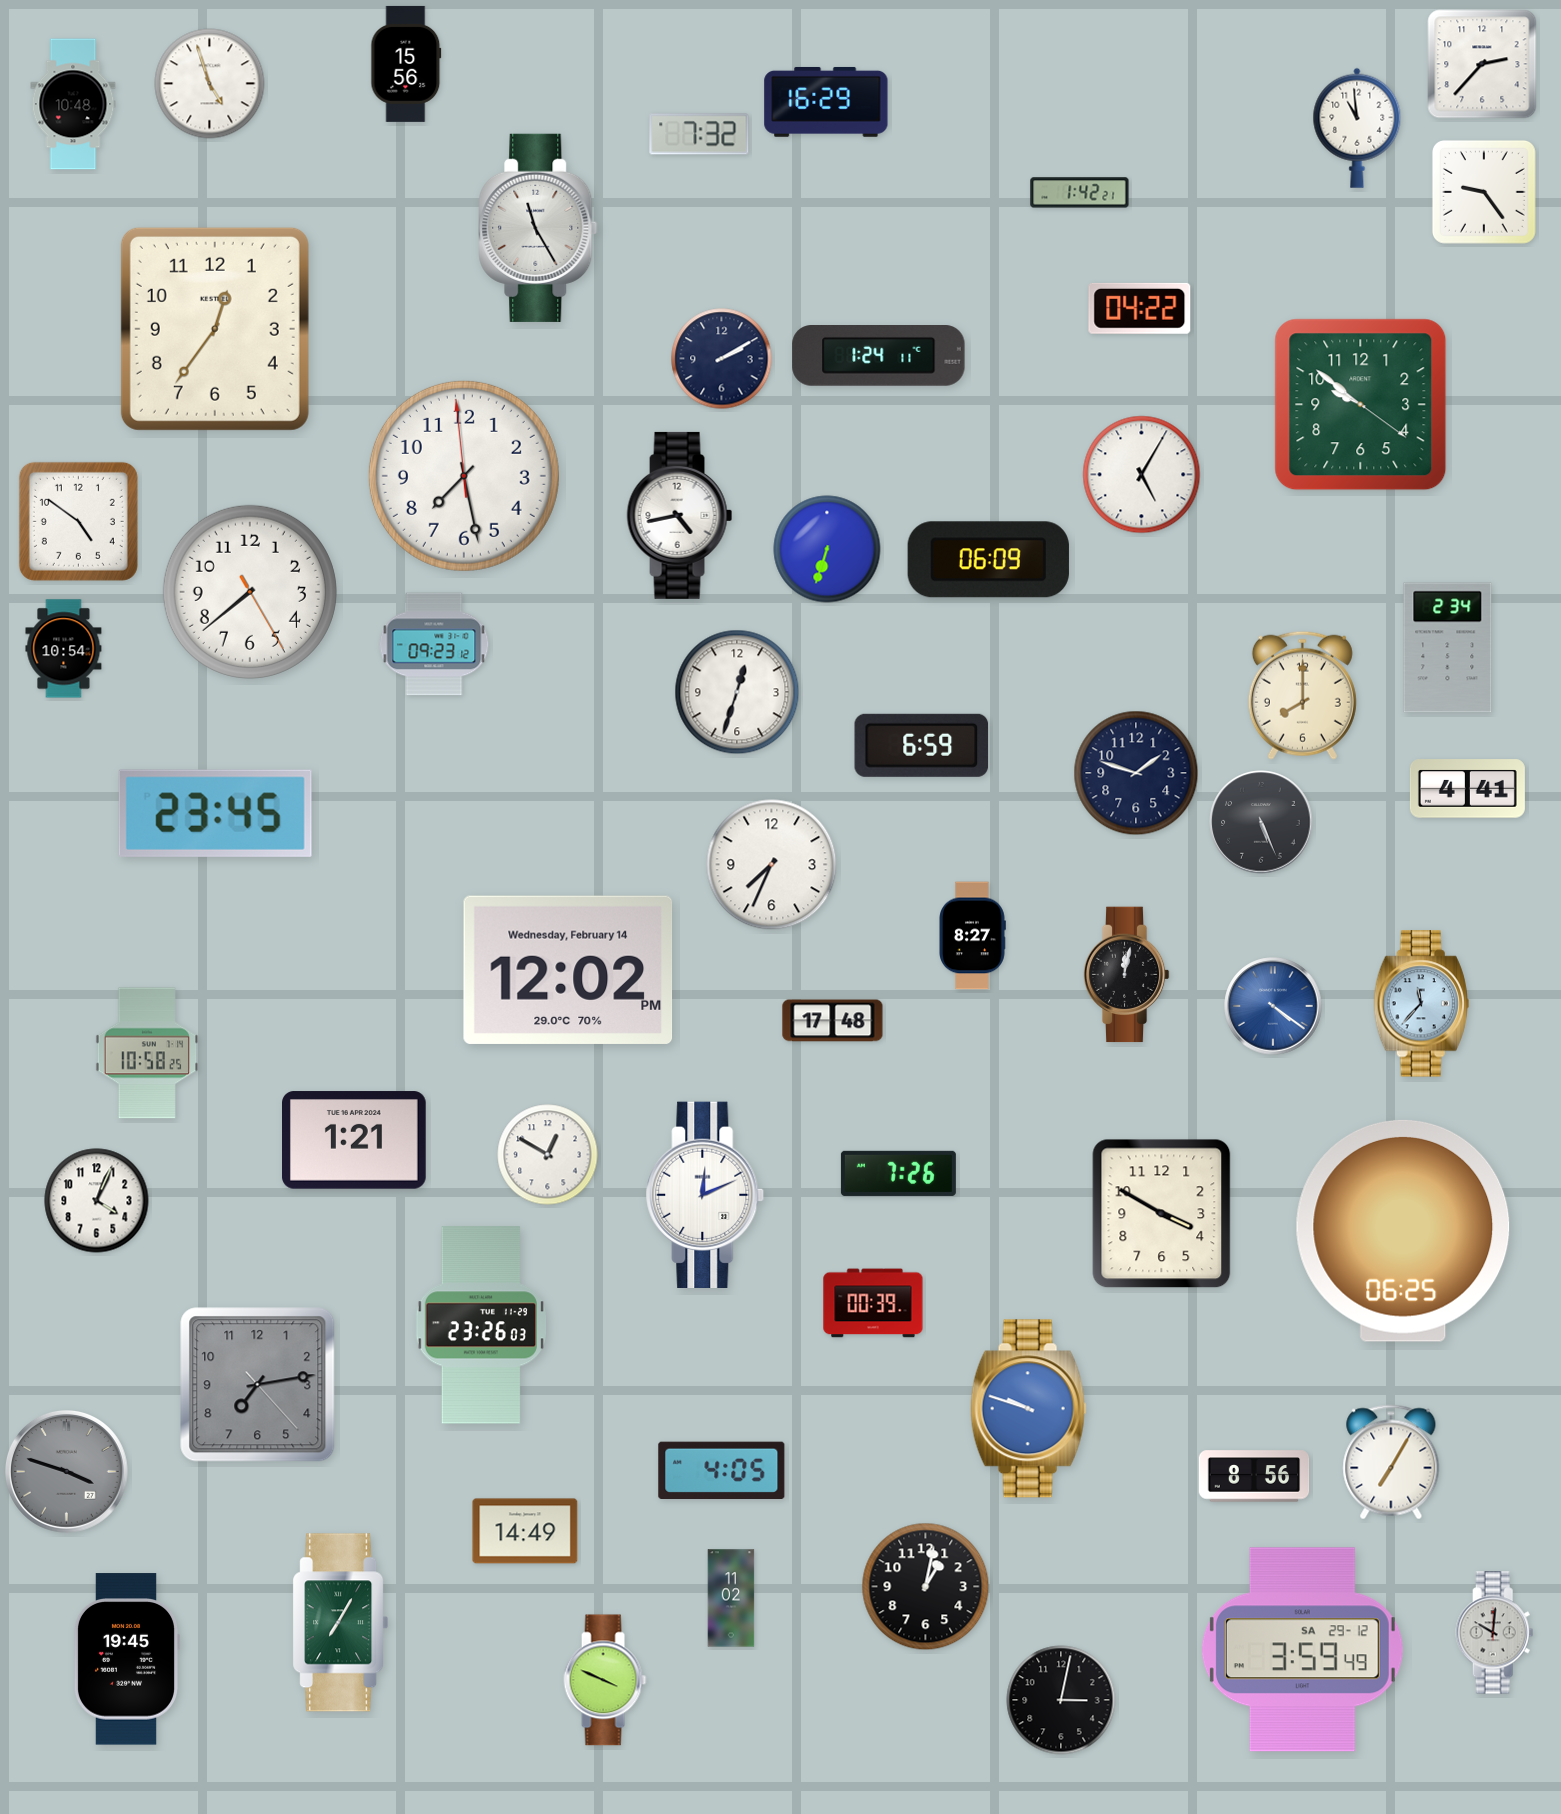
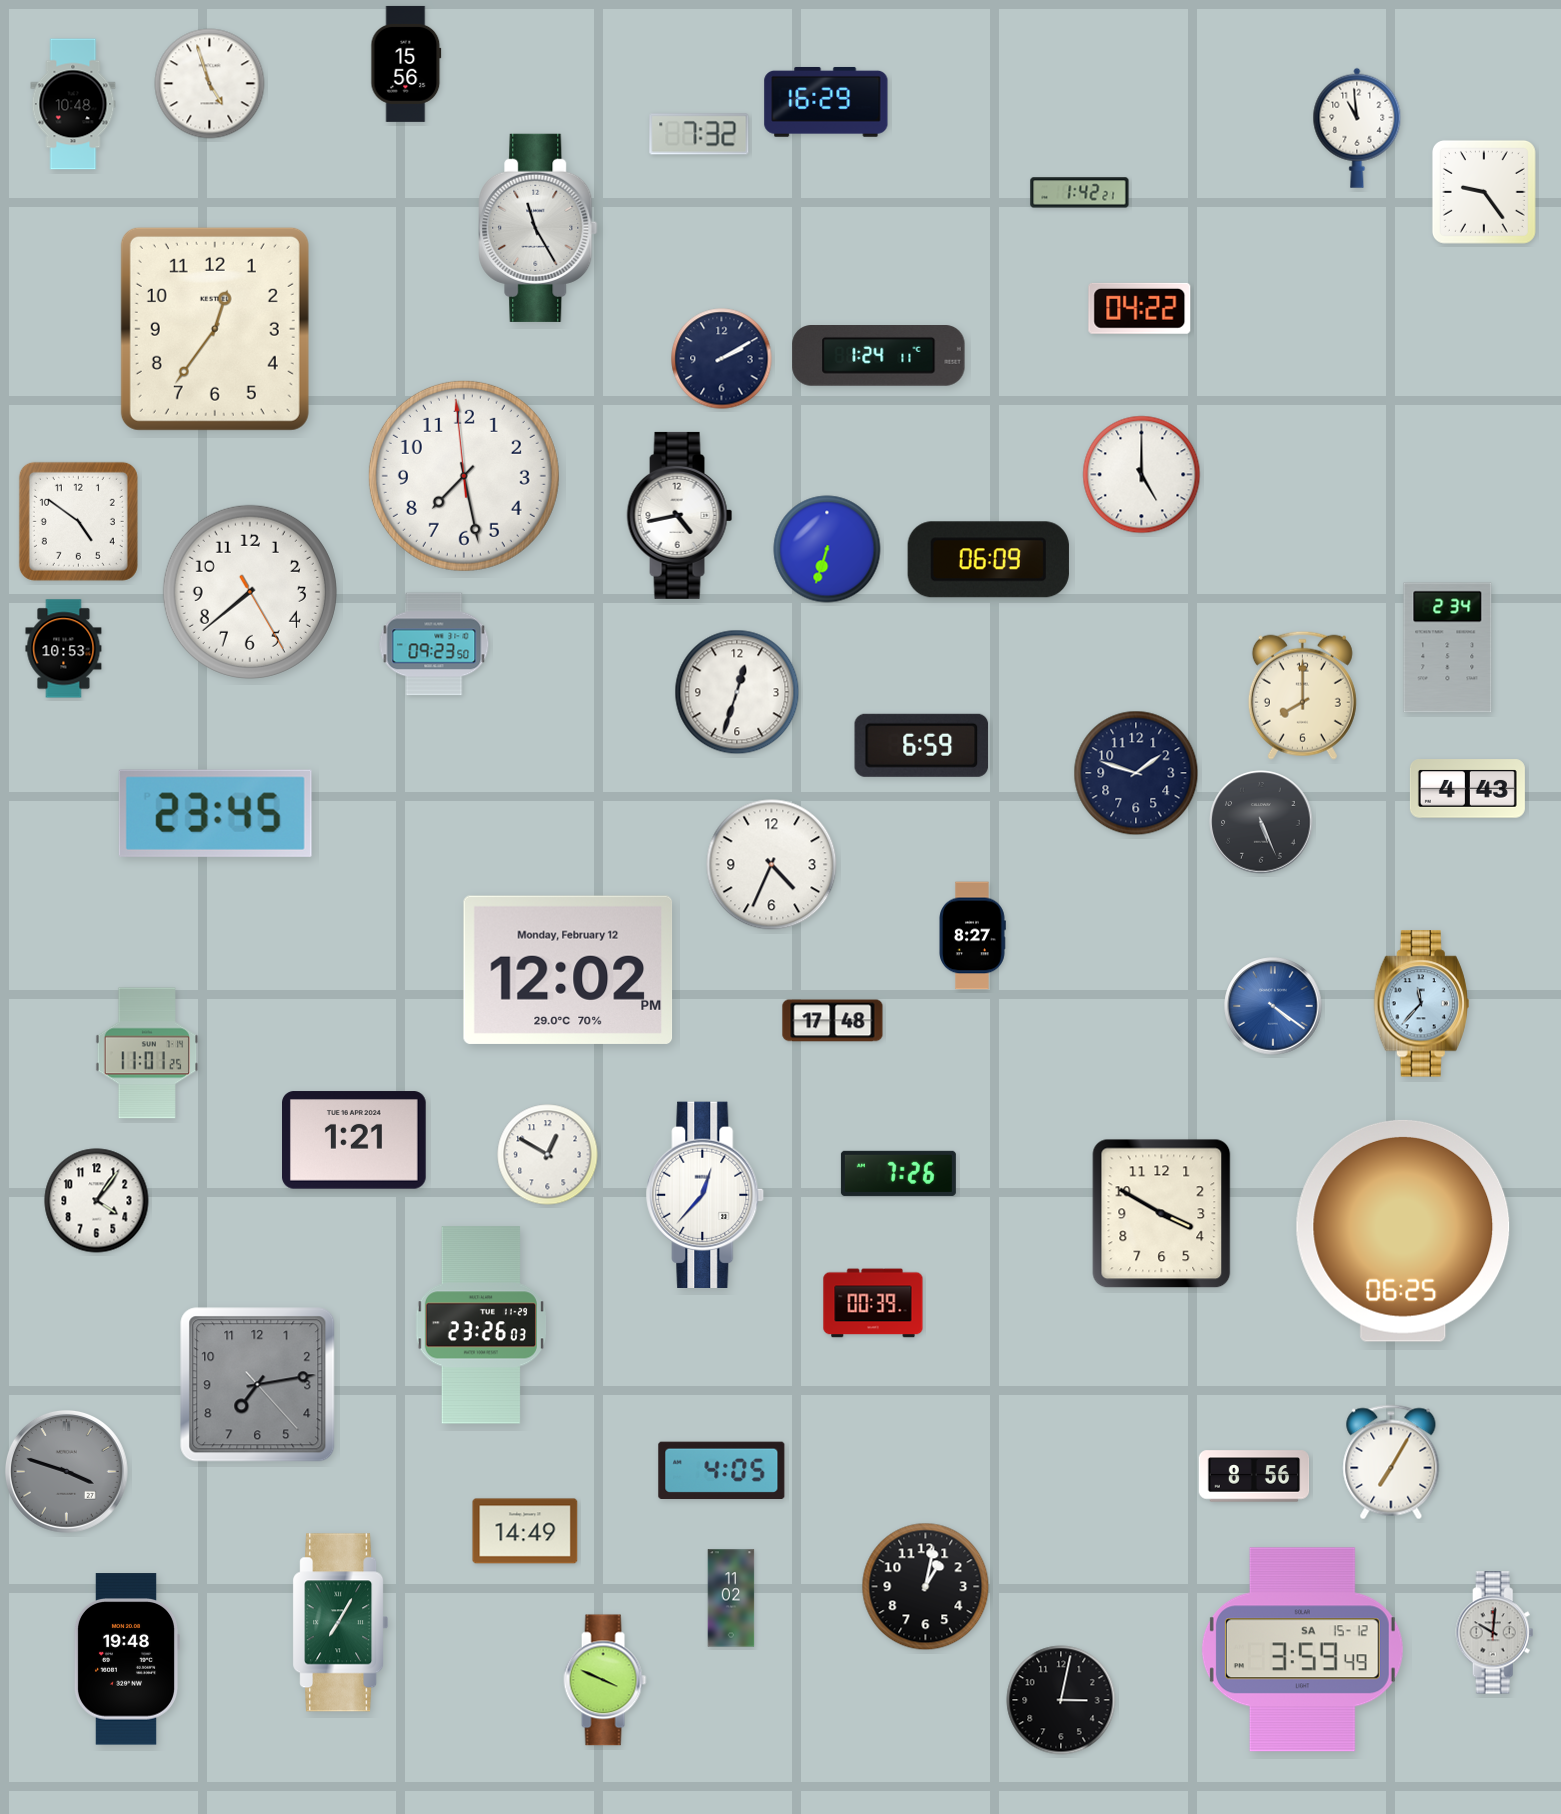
clock at (1482, 64): 2:37 -> none
clock at (1361, 405): 9:51 -> none
clock at (1142, 475): 5:05 -> 5:00
clock at (434, 644): 09:23:12 -> 09:23:50
clock at (64, 649): 10:54 -> 10:53
clock at (1467, 789): 4:41 -> 4:43
clock at (772, 865): 7:34 -> 4:34
clock at (568, 970) date: Wednesday, February 14 -> Monday, February 12
clock at (1126, 975): 12:02 -> none
clock at (147, 1053): 10:58 -> 11:01
clock at (706, 1194): 12:11 -> 12:37
clock at (97, 1201): 4:04 -> 4:06
clock at (1028, 1409): 9:48 -> none
clock at (1302, 1650) date: SA 29-12 -> SA 15-12
clock at (126, 1659): 19:45 -> 19:48
